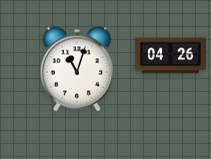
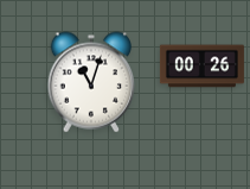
clock at (170, 56): 04:26 -> 00:26
